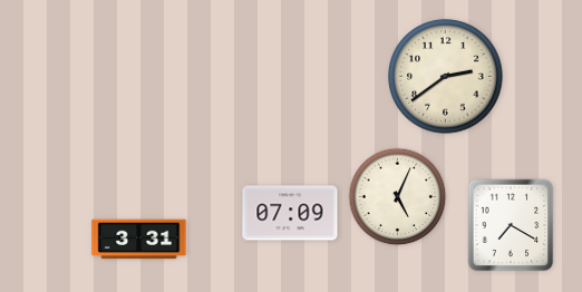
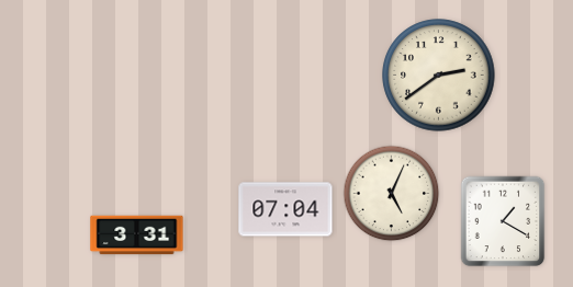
clock at (290, 213): 07:09 -> 07:04
clock at (511, 225): 7:20 -> 1:20
